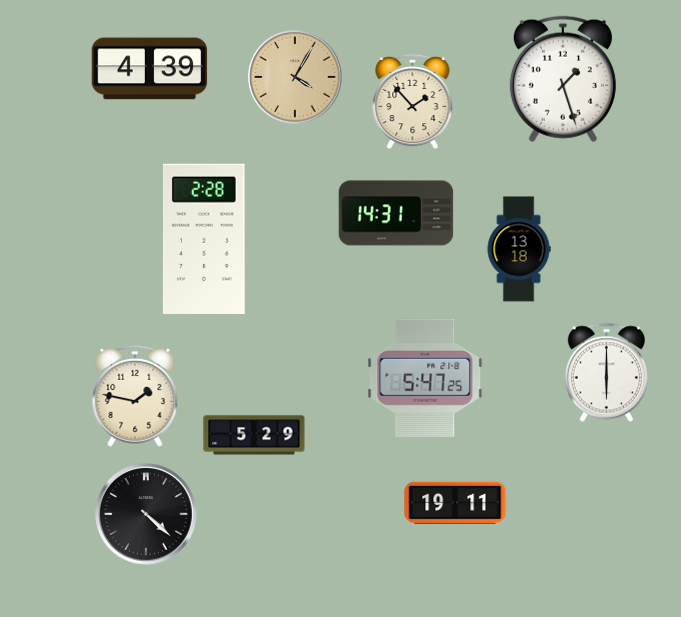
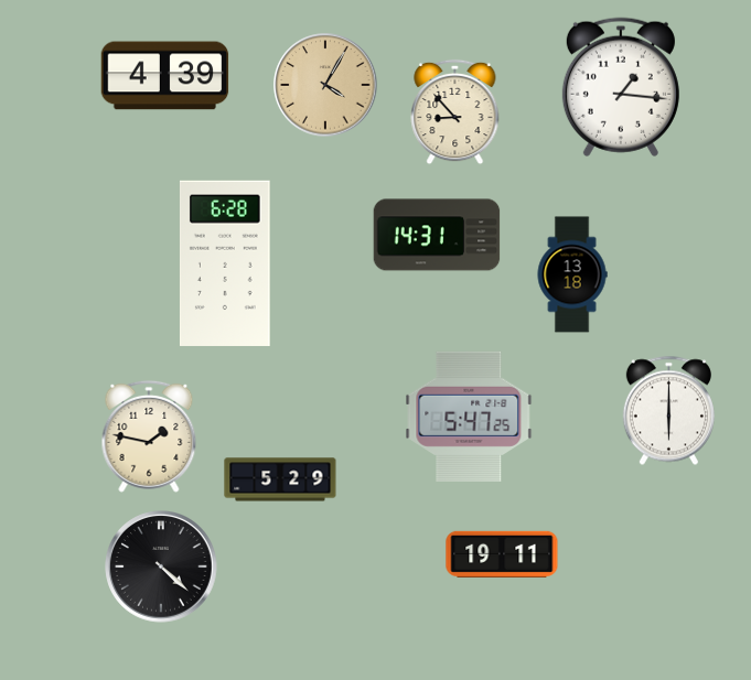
clock at (563, 79): 1:27 -> 1:16
clock at (413, 102): 1:53 -> 8:53
clock at (204, 239): 2:28 -> 6:28
